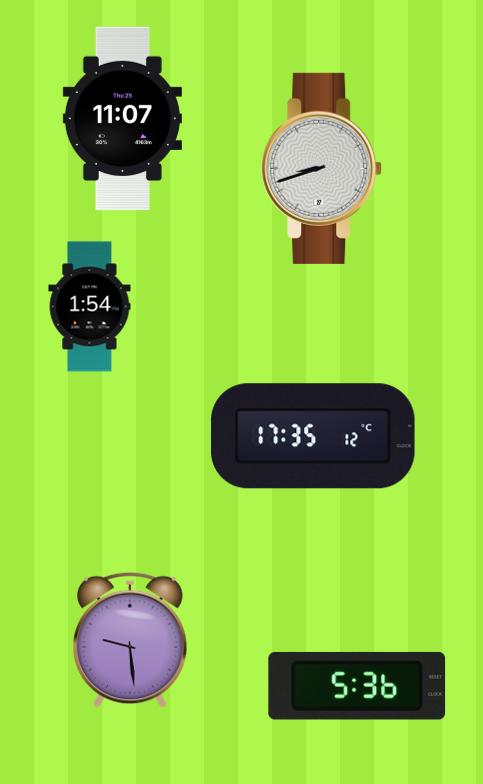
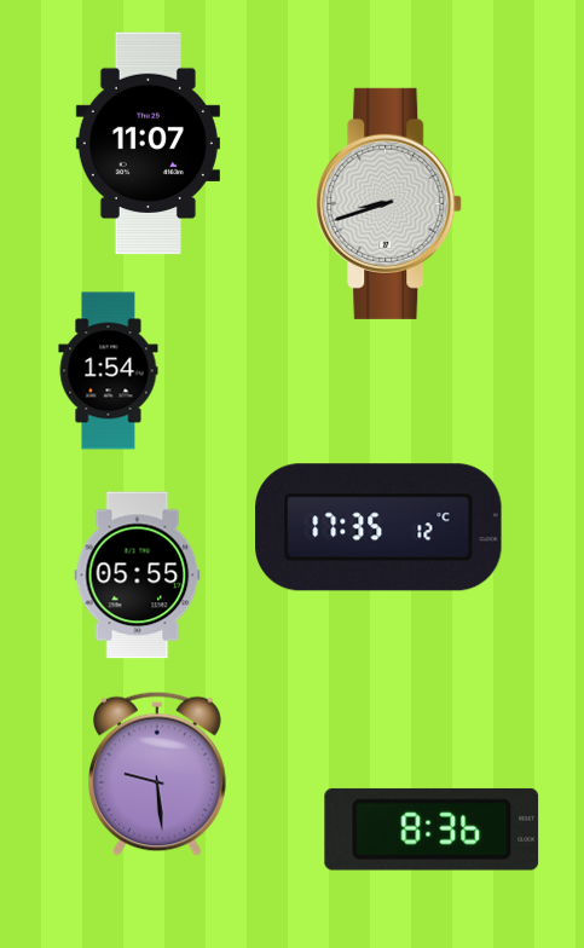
clock at (138, 576): none -> 05:55
clock at (357, 686): 5:36 -> 8:36
